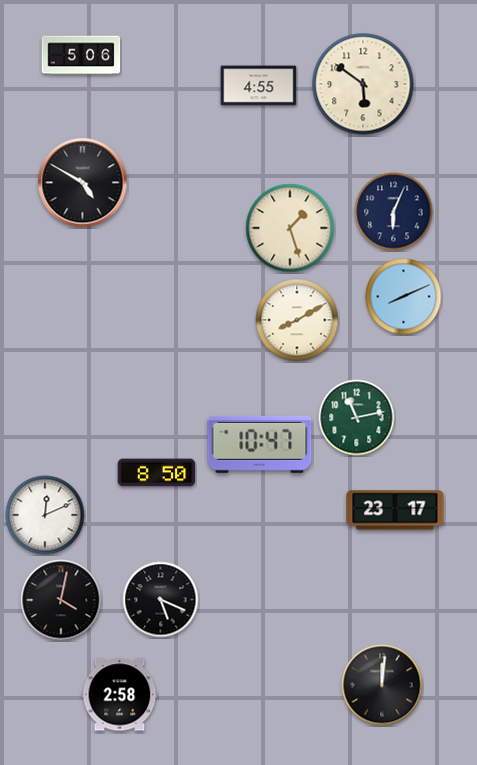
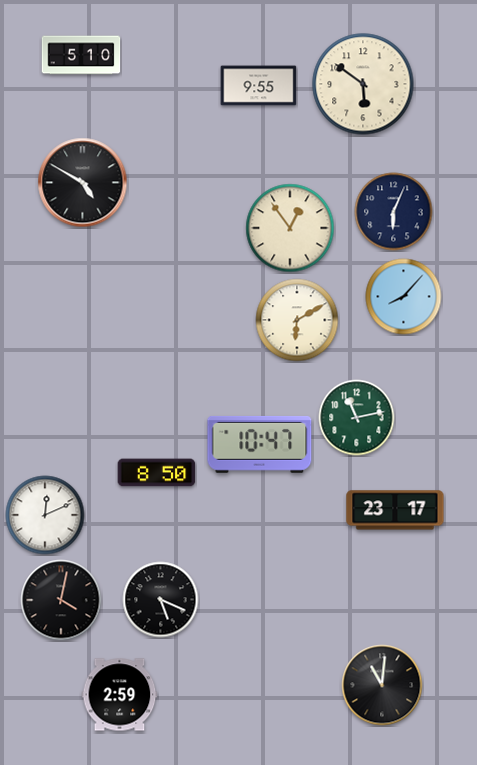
clock at (81, 55): 5:06 -> 5:10
clock at (259, 86): 4:55 -> 9:55
clock at (290, 228): 1:27 -> 12:54
clock at (404, 297): 8:11 -> 8:07
clock at (297, 320): 8:10 -> 6:10
clock at (382, 685): 12:01 -> 11:01
clock at (120, 695): 2:58 -> 2:59
